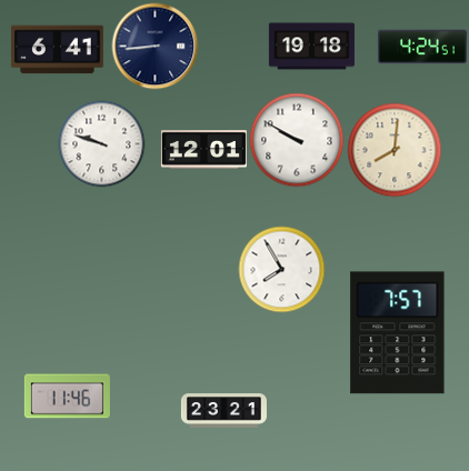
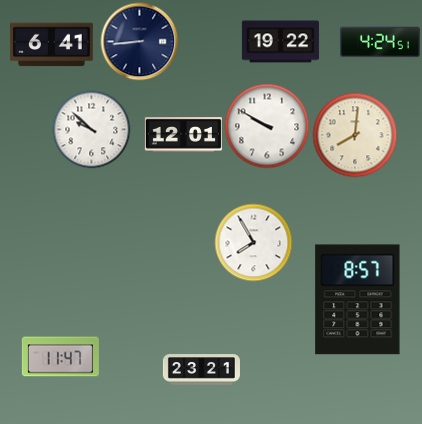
clock at (311, 47): 19:18 -> 19:22
clock at (101, 143): 9:48 -> 9:52
clock at (398, 333): 7:57 -> 8:57
clock at (67, 397): 11:46 -> 11:47
